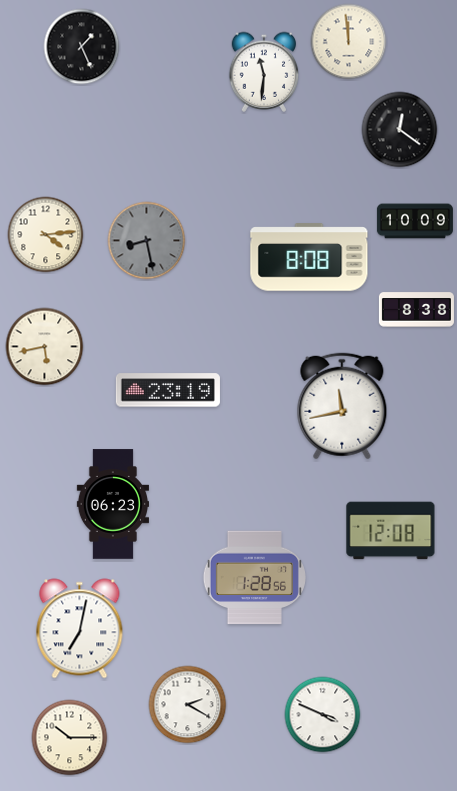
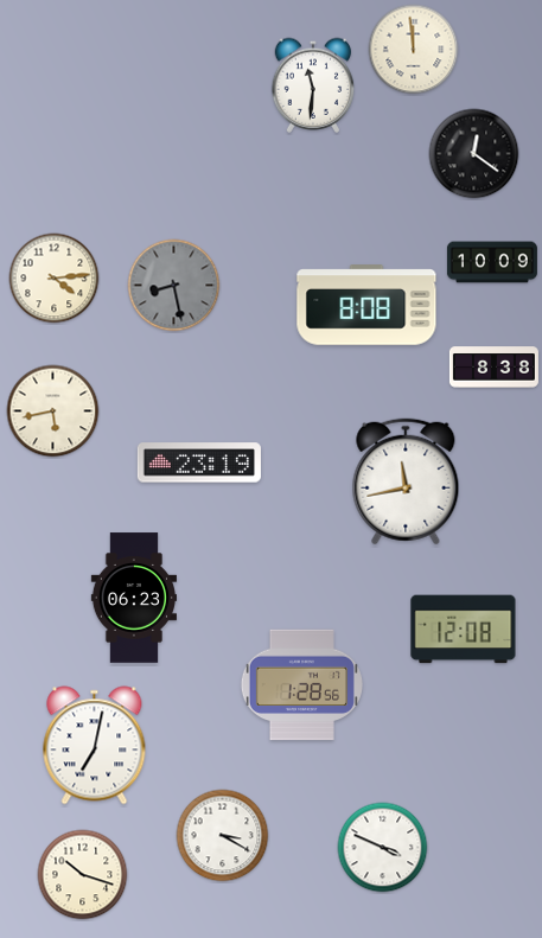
clock at (82, 47): 1:26 -> none
clock at (188, 705): 2:20 -> 3:20
clock at (70, 738): 10:15 -> 10:18
